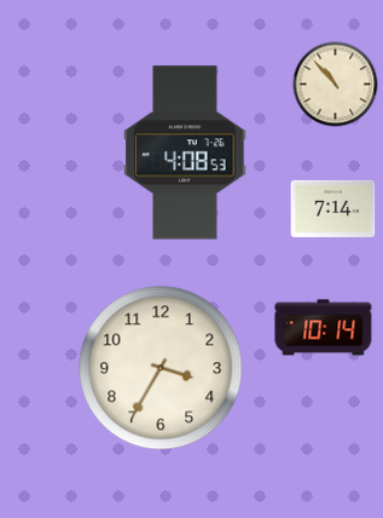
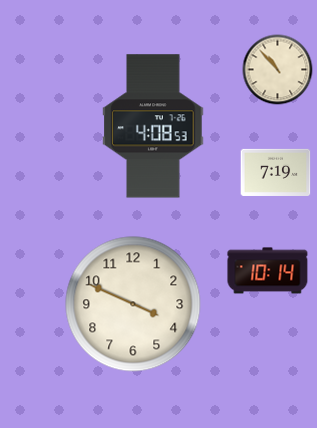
clock at (333, 208): 7:14 -> 7:19
clock at (161, 368): 3:35 -> 3:49
